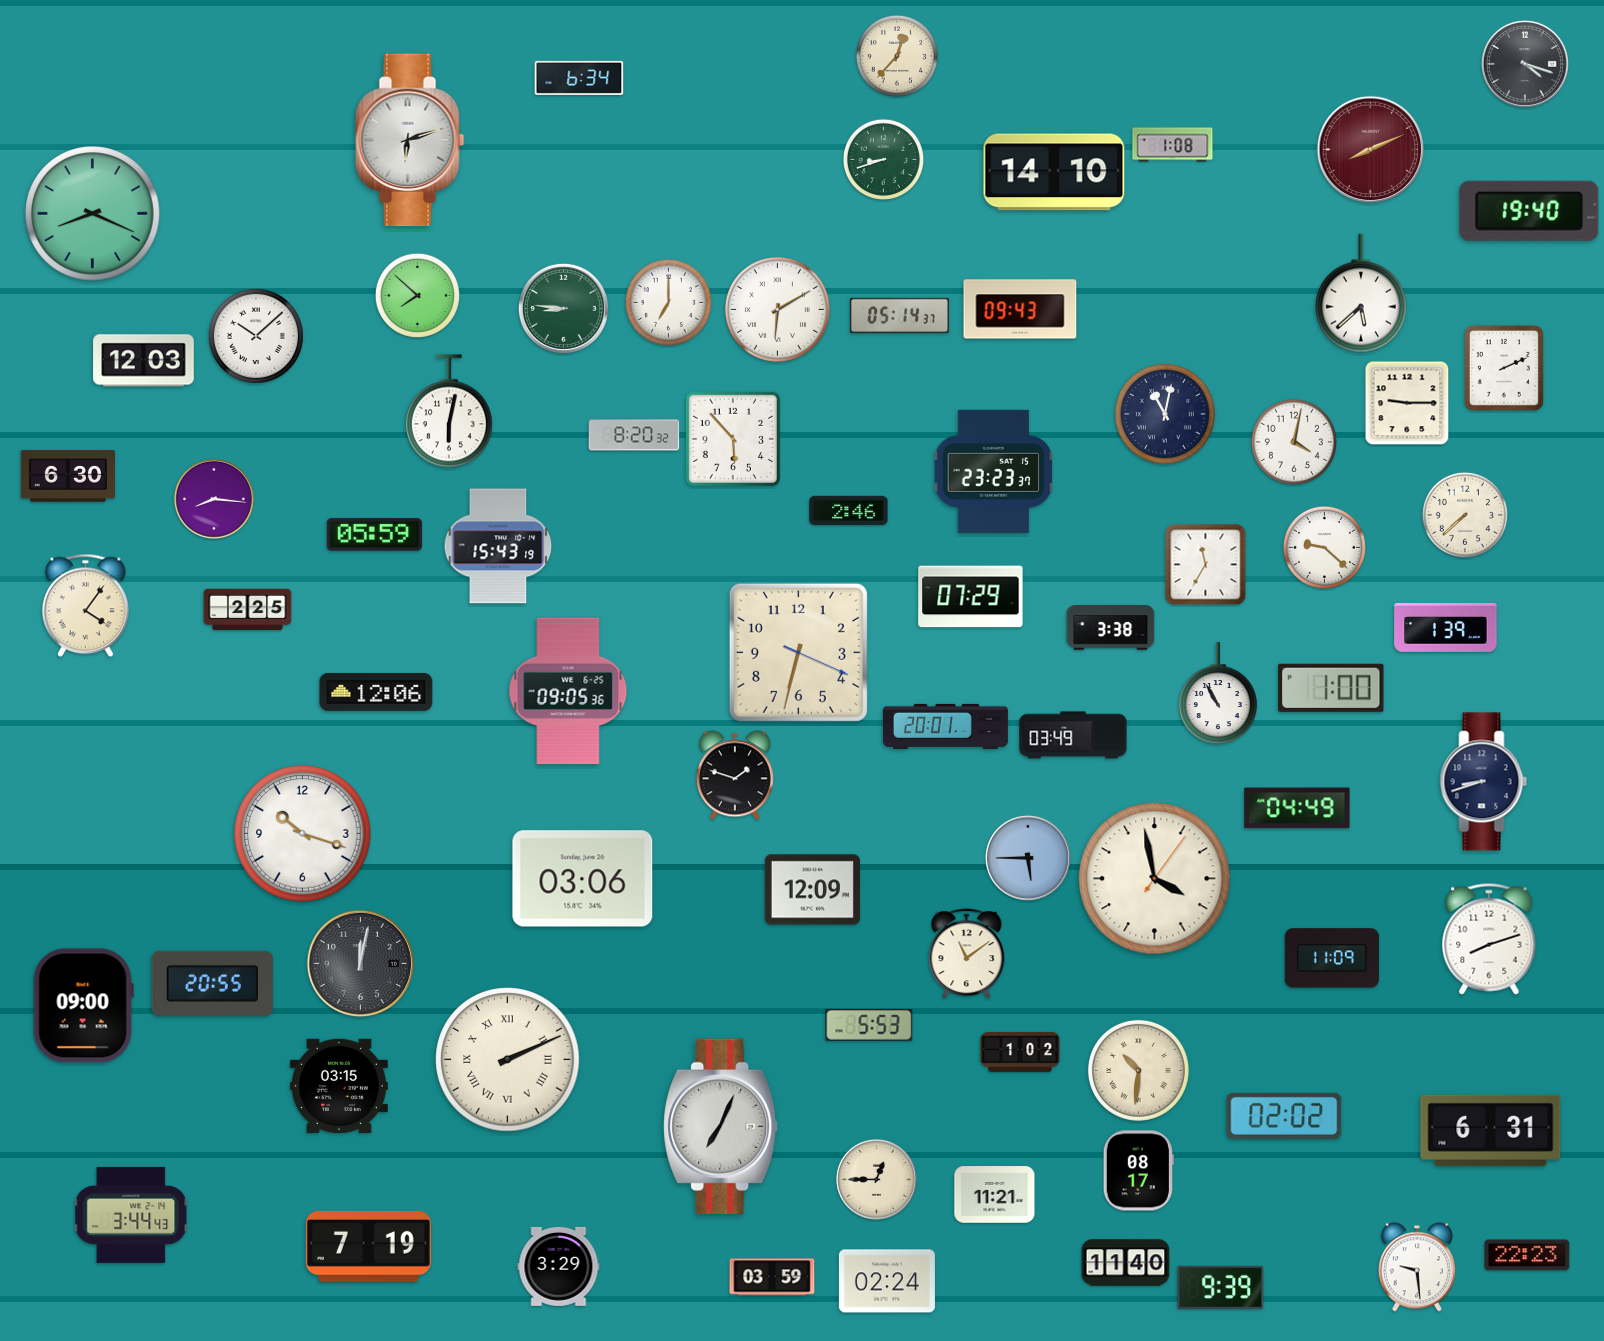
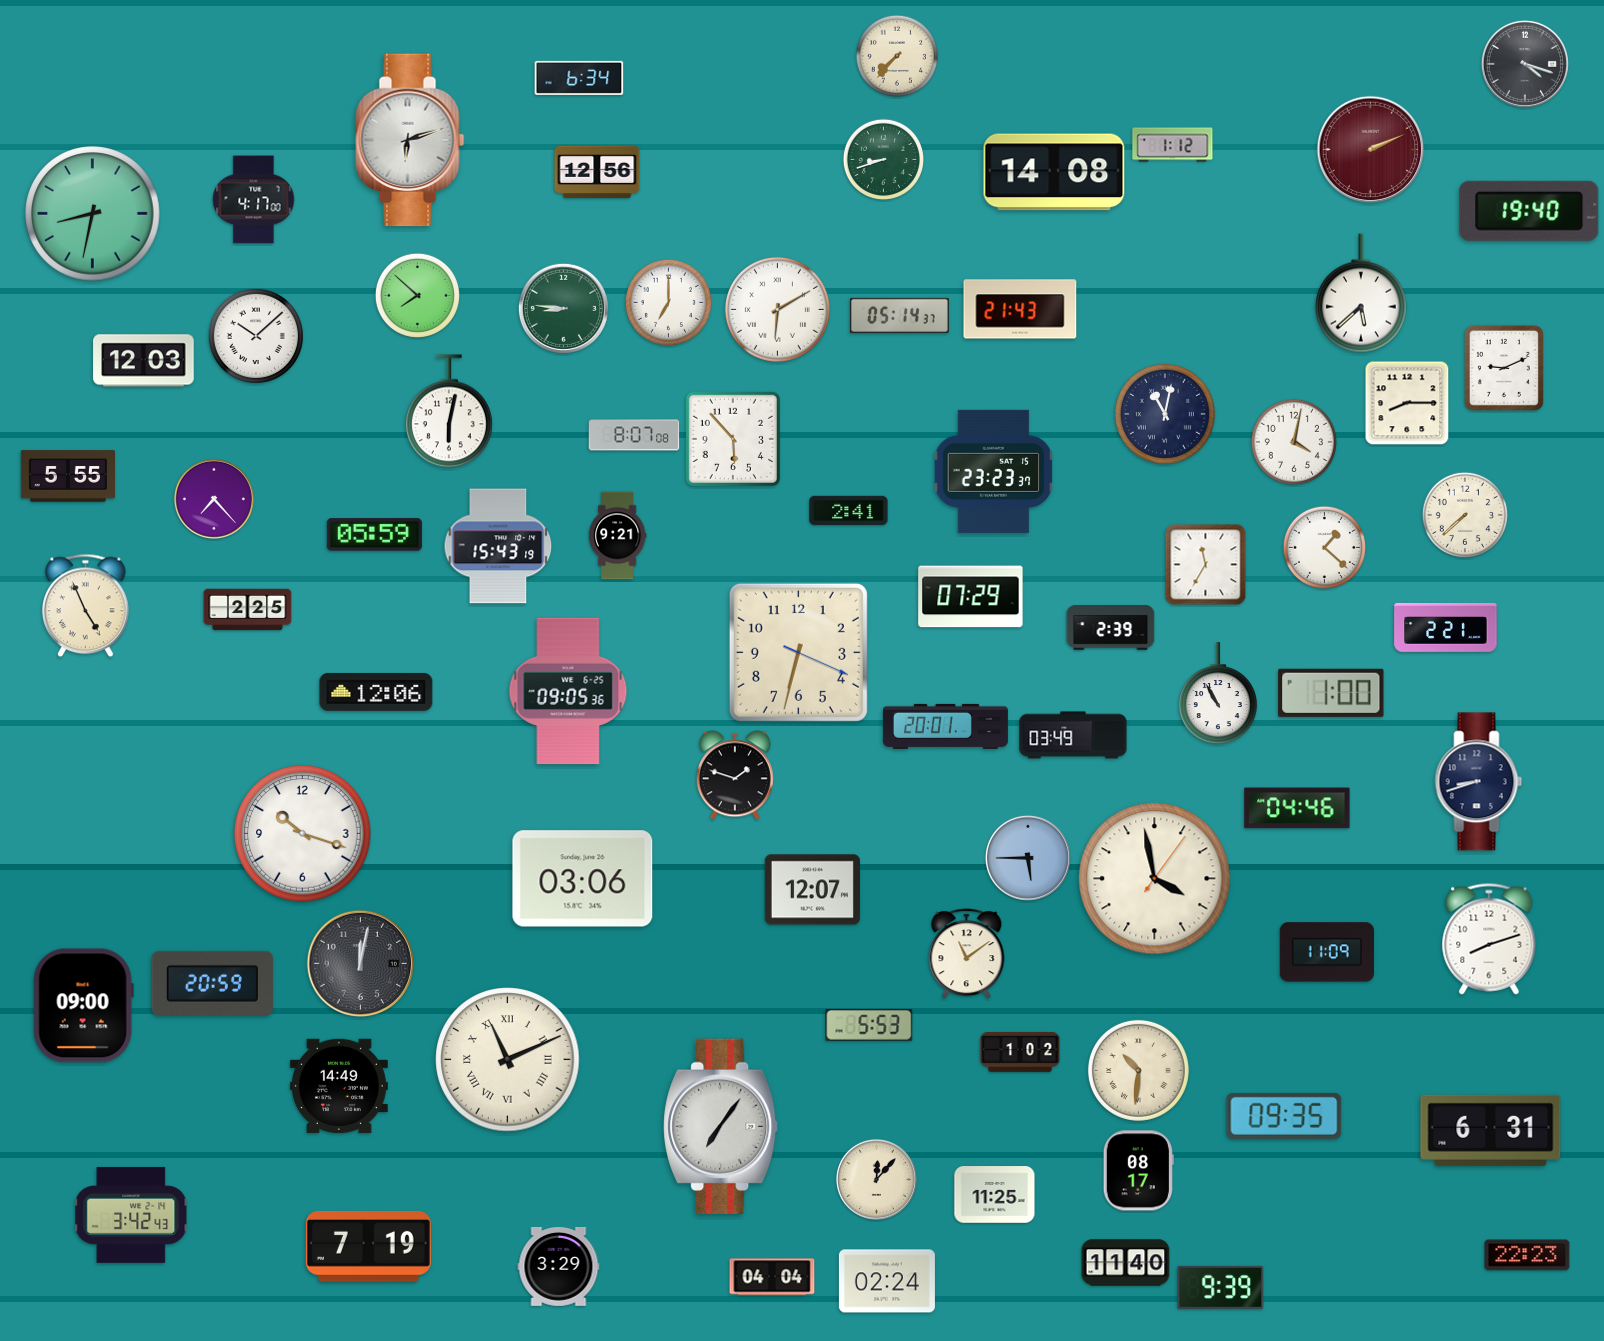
clock at (896, 55): 12:37 -> 7:37
clock at (1173, 145): 1:08 -> 1:12
clock at (1371, 150): 8:11 -> 2:11
clock at (597, 171): none -> 12:56
clock at (1054, 172): 14:10 -> 14:08
clock at (254, 200): none -> 4:17
clock at (93, 214): 8:19 -> 8:32
clock at (1020, 309): 09:43 -> 21:43
clock at (1504, 368): 2:11 -> 9:11
clock at (1407, 403): 9:15 -> 8:15
clock at (634, 435): 8:20 -> 8:07
clock at (67, 476): 6:30 -> 5:55
clock at (214, 499): 8:16 -> 7:23
clock at (849, 510): 2:46 -> 2:41
clock at (617, 536): none -> 9:21
clock at (1324, 547): 9:22 -> 1:22
clock at (86, 606): 4:06 -> 4:56
clock at (1111, 628): 3:38 -> 2:39
clock at (1446, 628): 1:39 -> 2:21
clock at (1331, 688) position: (1331, 688) -> (1331, 693)
clock at (1484, 782) position: (1484, 782) -> (1479, 782)
clock at (1297, 808): 04:49 -> 04:46
clock at (812, 890): 12:09 -> 12:07
clock at (1332, 958) position: (1332, 958) -> (1327, 952)
clock at (212, 983): 20:55 -> 20:59
clock at (508, 1060): 2:11 -> 11:11
clock at (339, 1085): 03:15 -> 14:49
clock at (1284, 1116): 02:02 -> 09:35
clock at (721, 1126): 7:04 -> 7:06
clock at (876, 1179): 12:45 -> 12:07
clock at (995, 1195): 11:21 -> 11:25
clock at (132, 1215): 3:44 -> 3:42
clock at (1417, 1267): 9:29 -> none
clock at (772, 1277): 03:59 -> 04:04
